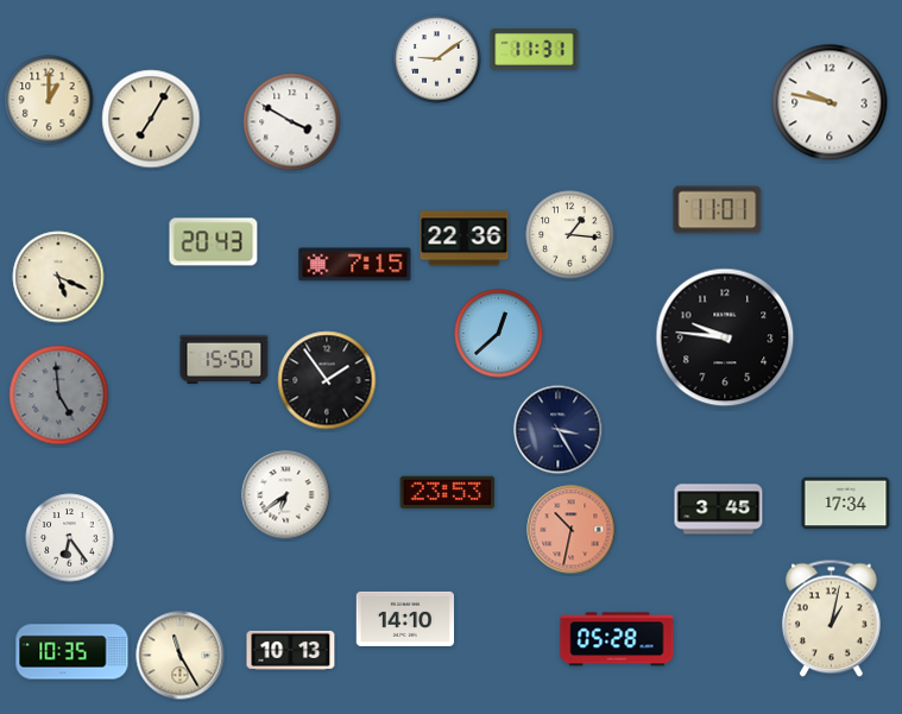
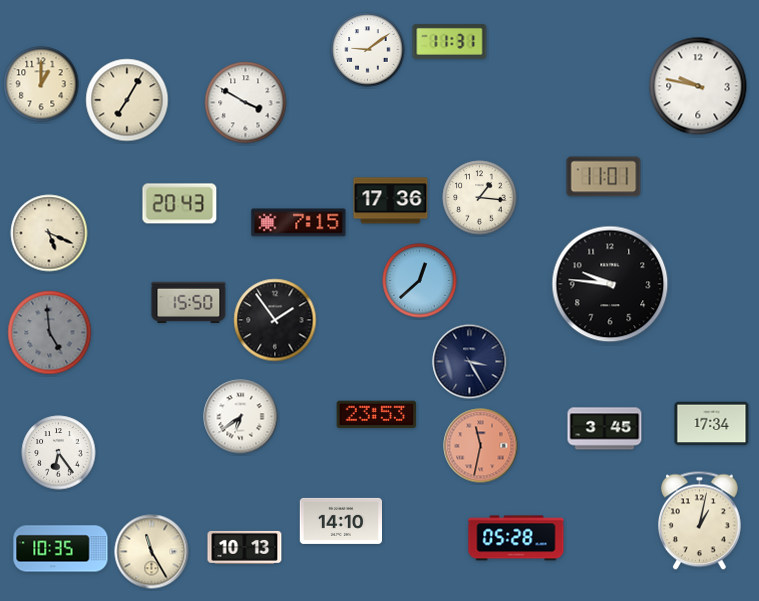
clock at (465, 239): 22:36 -> 17:36
clock at (572, 530): 10:32 -> 11:32
clock at (617, 639) position: (617, 639) -> (516, 538)
